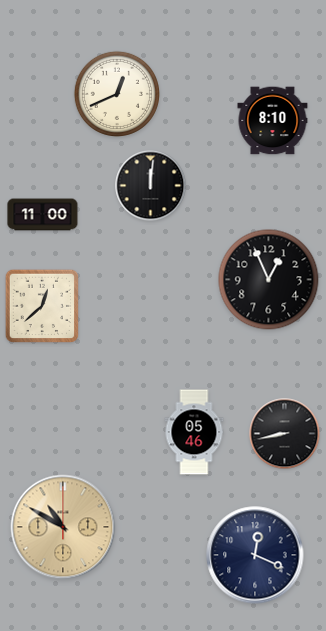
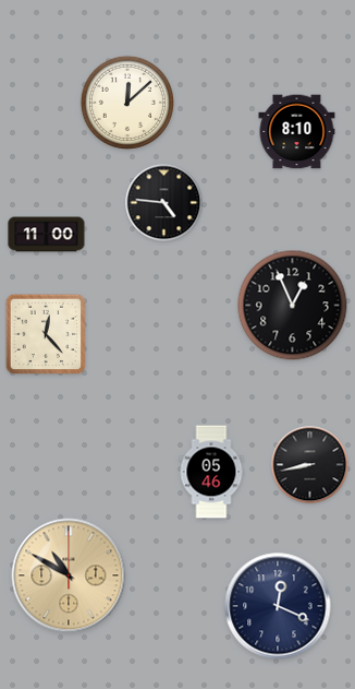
clock at (117, 94): 12:41 -> 12:08
clock at (151, 186): 12:01 -> 4:46
clock at (42, 306): 12:38 -> 12:23
clock at (285, 434) position: (285, 434) -> (310, 465)
